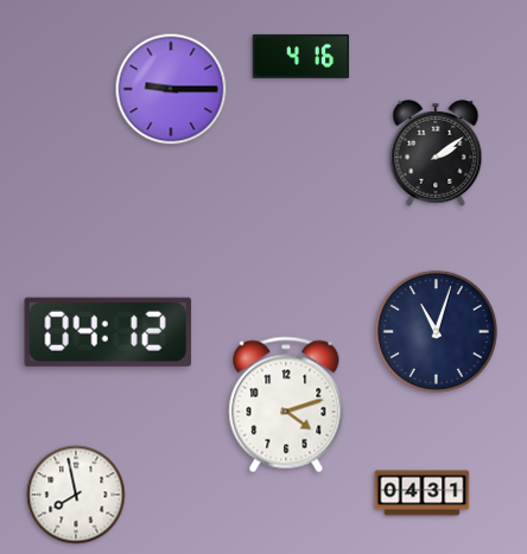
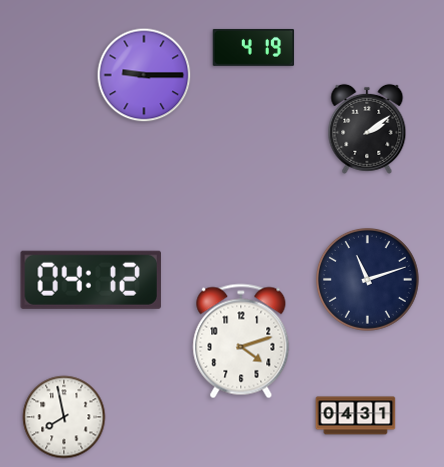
clock at (301, 56): 4:16 -> 4:19
clock at (436, 331): 11:03 -> 11:12
